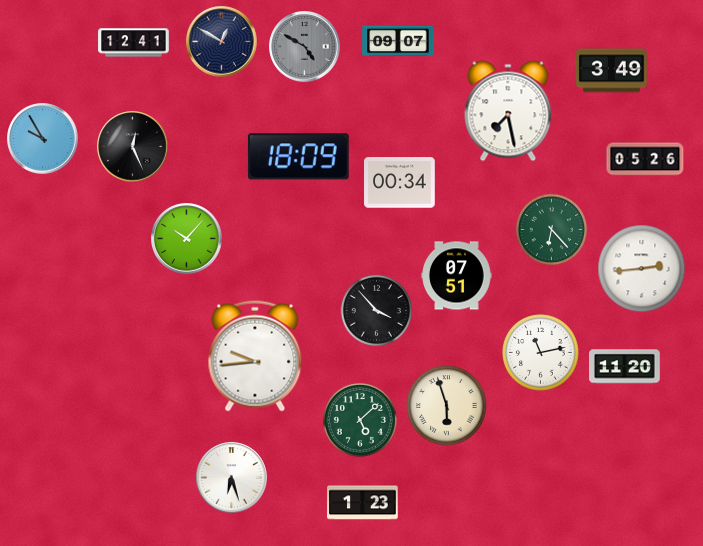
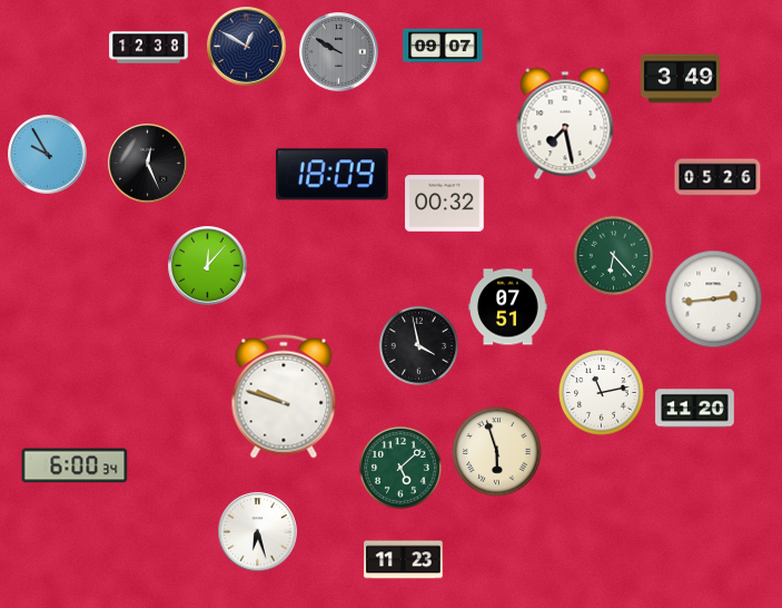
clock at (134, 43): 12:41 -> 12:38
clock at (305, 47): 4:50 -> 9:50
clock at (400, 183): 00:34 -> 00:32
clock at (187, 239): 10:07 -> 12:07
clock at (376, 310): 3:53 -> 3:58
clock at (255, 356): 9:44 -> 9:48
clock at (75, 465): none -> 6:00
clock at (363, 503): 1:23 -> 11:23
